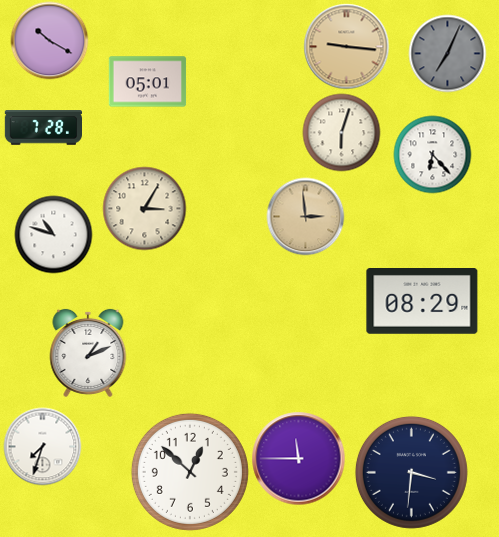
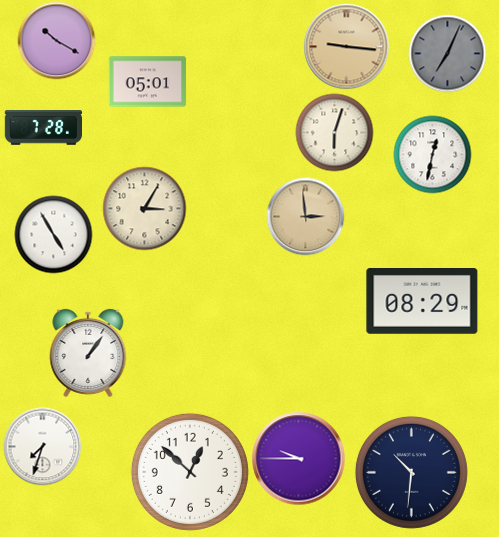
clock at (49, 40) position: (49, 40) -> (56, 40)
clock at (341, 132) position: (341, 132) -> (334, 132)
clock at (432, 154): 6:23 -> 12:32
clock at (53, 234): 10:48 -> 4:55
clock at (88, 353): 1:11 -> 1:06
clock at (298, 458): 11:45 -> 9:45
clock at (411, 472): 3:31 -> 10:31
